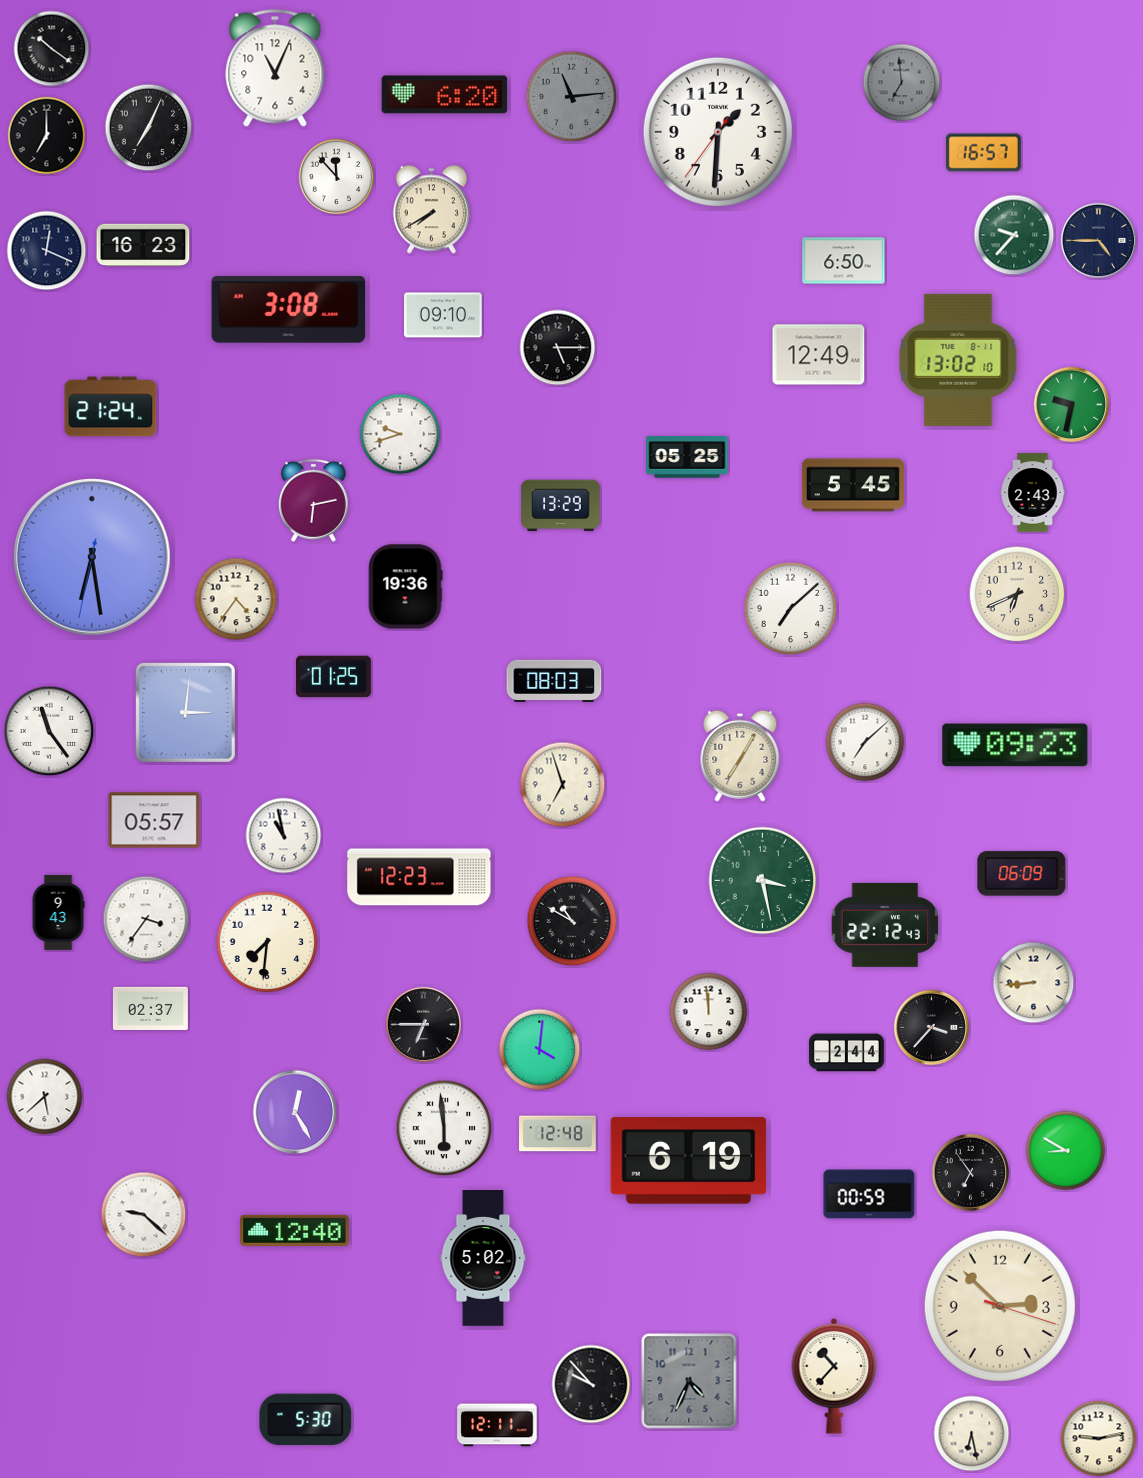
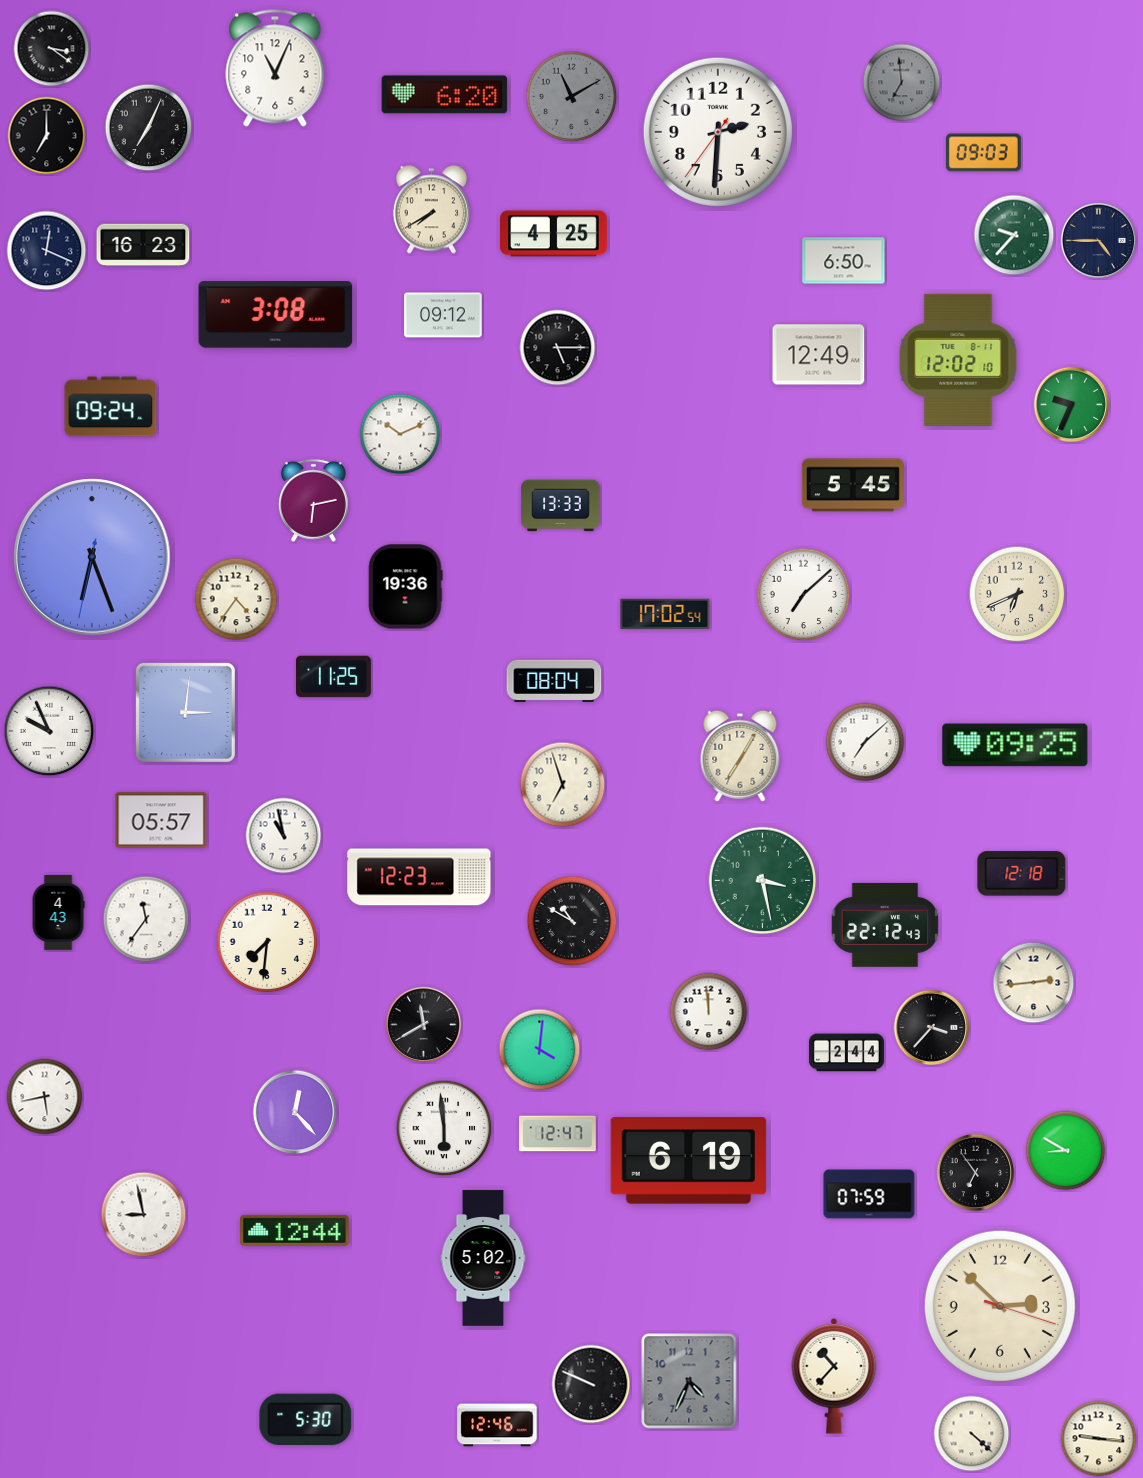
clock at (52, 49): 10:21 -> 3:21
clock at (572, 97): 11:14 -> 11:10
clock at (718, 132): 1:30 -> 2:30
clock at (983, 153): 16:57 -> 09:03
clock at (337, 177): 11:53 -> none
clock at (554, 234): none -> 4:25
clock at (289, 310) position: (289, 310) -> (276, 315)
clock at (443, 315): 09:10 -> 09:12
clock at (958, 360): 13:02 -> 12:02
clock at (1072, 405): 9:32 -> 9:34
clock at (111, 407): 21:24 -> 09:24
clock at (400, 434): 9:42 -> 10:11
clock at (687, 457): 05:25 -> none
clock at (1033, 493): 2:43 -> none
clock at (561, 506): 13:29 -> 13:33
clock at (92, 557): 6:28 -> 6:26
clock at (791, 609) position: (791, 609) -> (804, 595)
clock at (665, 613): none -> 17:02
clock at (333, 677): 01:25 -> 11:25
clock at (554, 681): 08:03 -> 08:04
clock at (49, 731): 11:24 -> 9:56
clock at (1015, 745): 09:23 -> 09:25
clock at (154, 820) position: (154, 820) -> (161, 820)
clock at (1022, 874): 06:09 -> 12:18
clock at (58, 912): 9:43 -> 4:43
clock at (146, 919): 3:36 -> 11:36
clock at (1034, 983): 8:44 -> 2:44
clock at (150, 1008): 02:37 -> none
clock at (424, 1025): 6:45 -> 11:40
clock at (45, 1097): 5:38 -> 5:43
clock at (295, 1112): 12:25 -> 12:23
clock at (558, 1134): 12:48 -> 12:47
clock at (971, 1173) position: (971, 1173) -> (976, 1173)
clock at (869, 1194): 00:59 -> 07:59
clock at (144, 1215): 9:22 -> 8:58
clock at (295, 1230): 12:40 -> 12:44
clock at (591, 1384): 9:53 -> 9:49
clock at (497, 1425): 12:11 -> 12:46
clock at (972, 1434): 6:28 -> 4:22
clock at (1099, 1439): 9:13 -> 9:16
